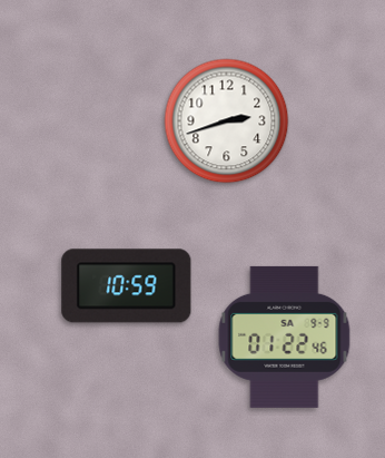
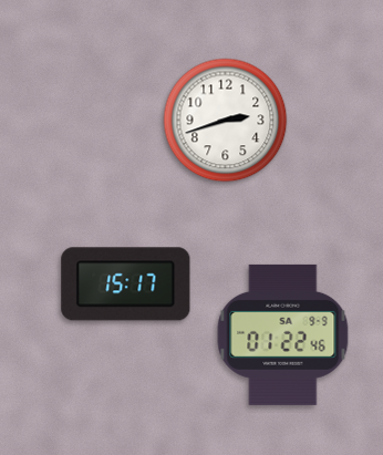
clock at (127, 286): 10:59 -> 15:17
